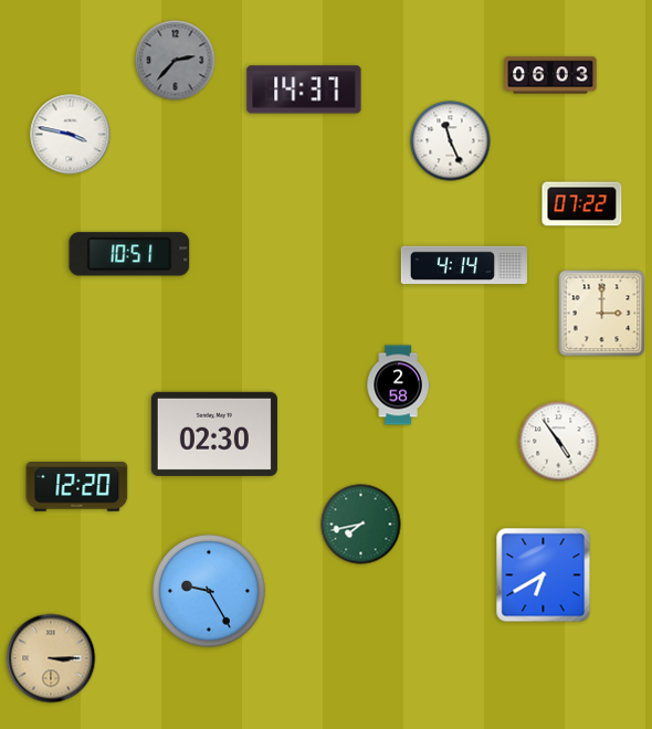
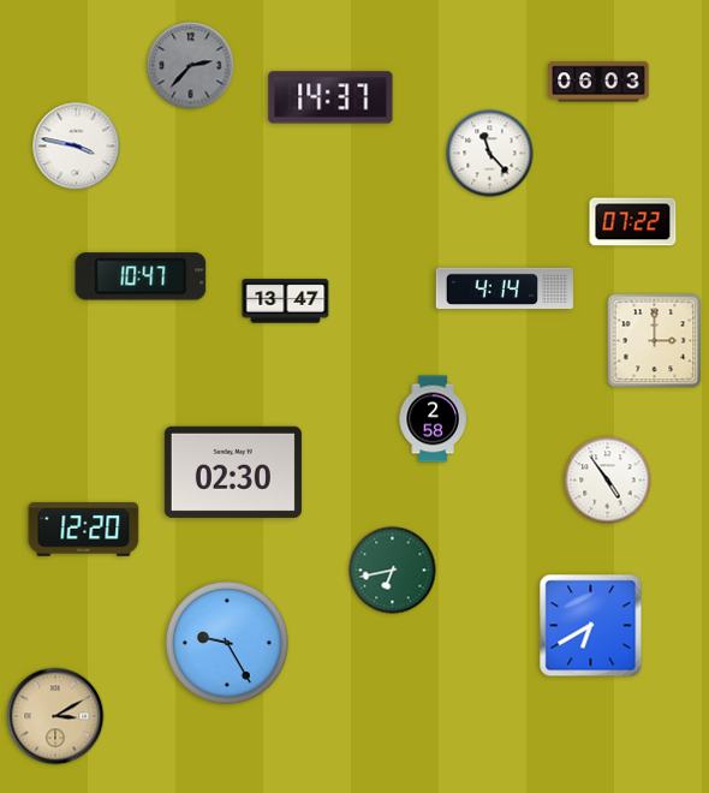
clock at (451, 141): 11:26 -> 11:23
clock at (129, 254): 10:51 -> 10:47
clock at (286, 302): none -> 13:47
clock at (361, 525): 7:43 -> 6:43
clock at (51, 658): 3:15 -> 3:10
